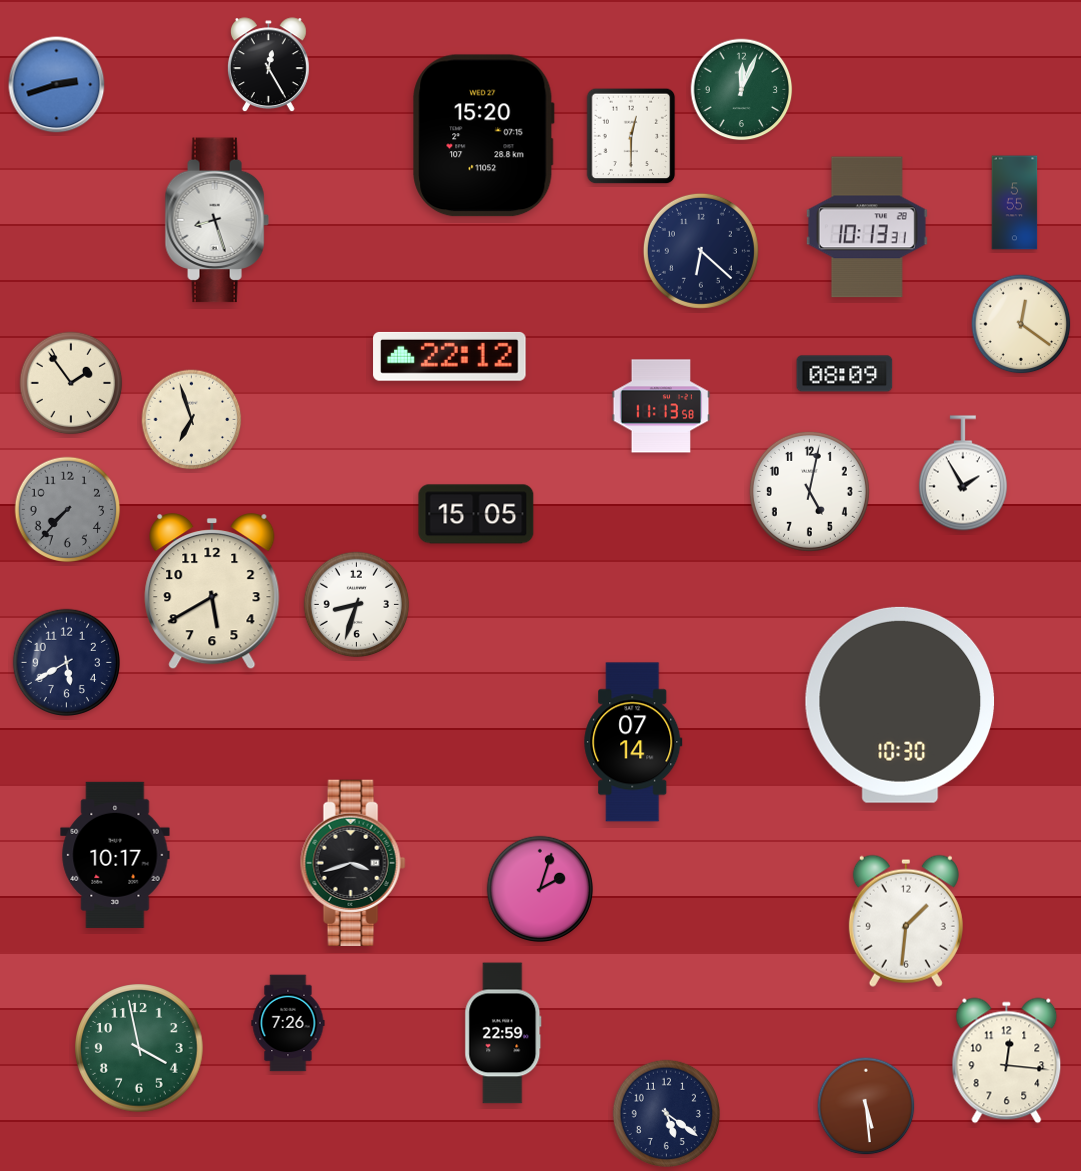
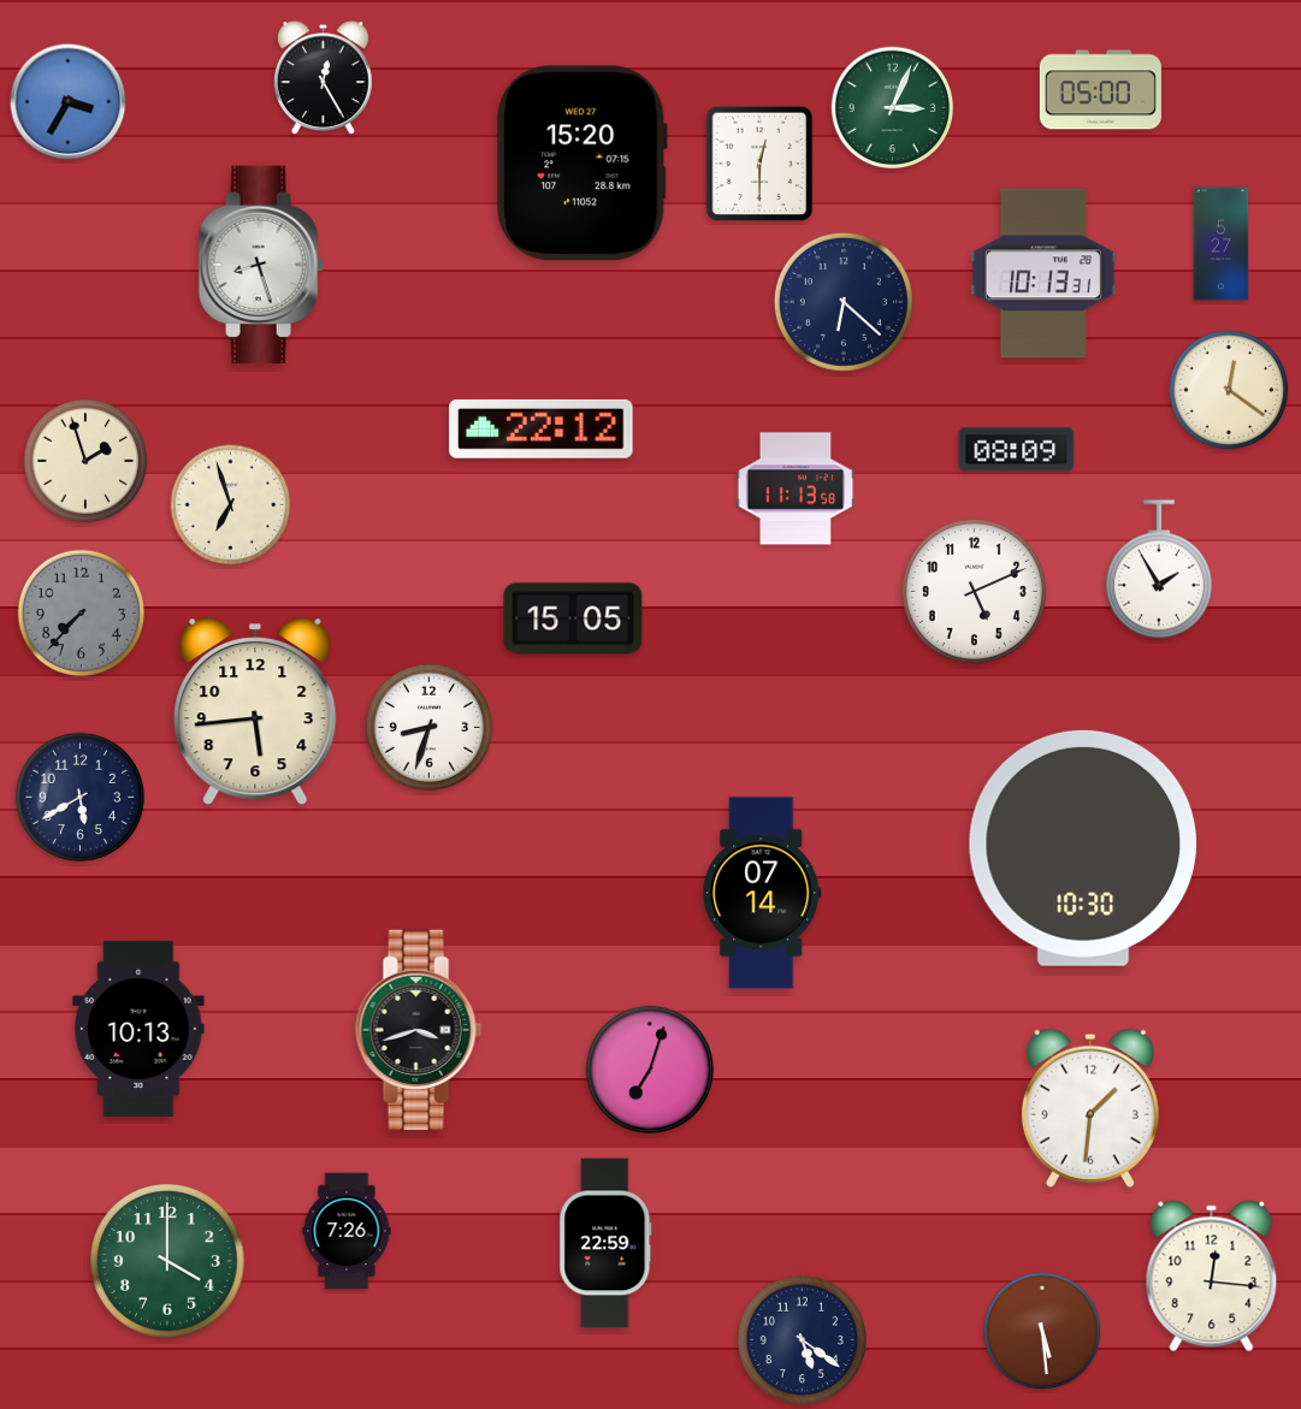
clock at (1100, 90): none -> 05:00
clock at (57, 85): 2:42 -> 3:35
clock at (742, 90): 12:04 -> 3:04
clock at (1015, 203): 5:55 -> 5:27
clock at (71, 383): 1:54 -> 1:57
clock at (809, 491): 5:02 -> 5:11
clock at (212, 592): 5:40 -> 5:44
clock at (115, 855): 10:17 -> 10:13
clock at (353, 862) position: (353, 862) -> (419, 1029)
clock at (539, 888): 2:03 -> 7:03
clock at (139, 1048): 3:58 -> 4:00
